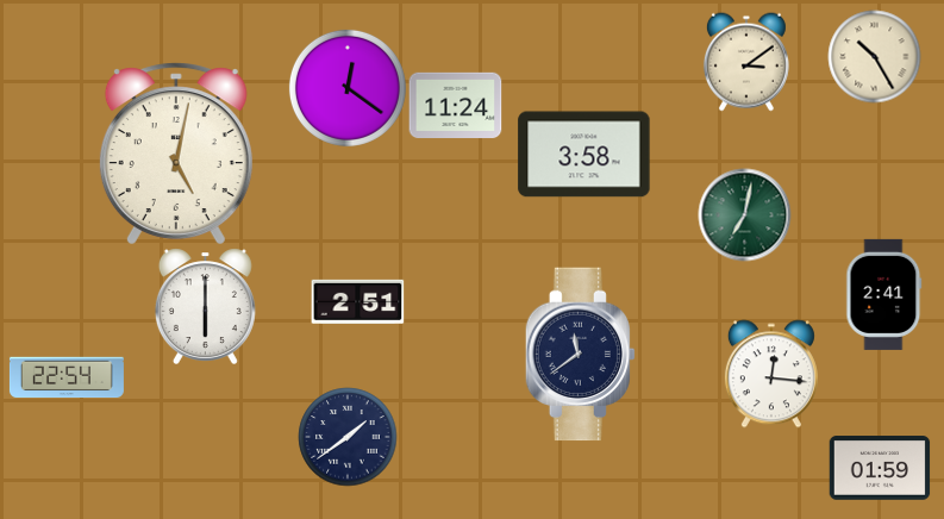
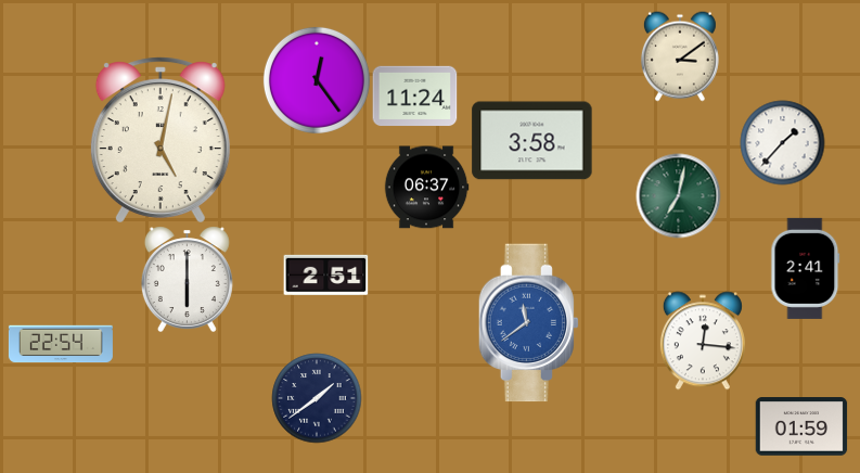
clock at (874, 56): 10:25 -> none
clock at (348, 88): 12:21 -> 12:24
clock at (782, 142): none -> 1:37
clock at (426, 188): none -> 06:37
clock at (580, 355) dial: navy -> blue
